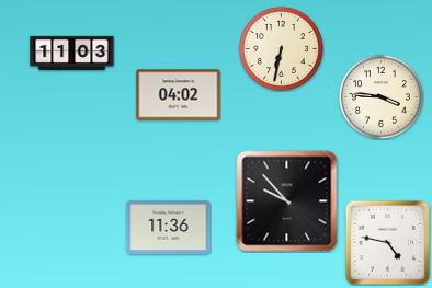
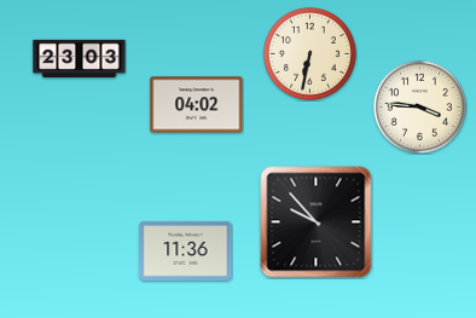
clock at (72, 53): 11:03 -> 23:03
clock at (387, 242): 4:47 -> none
